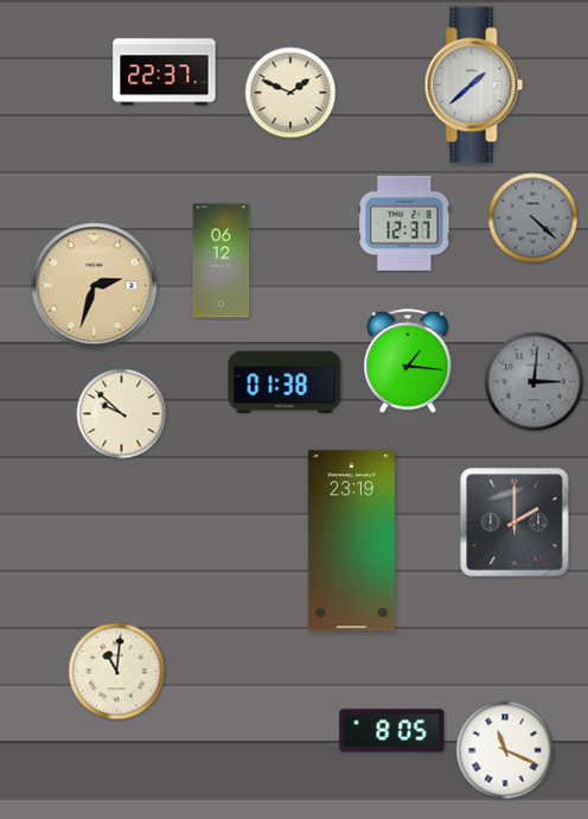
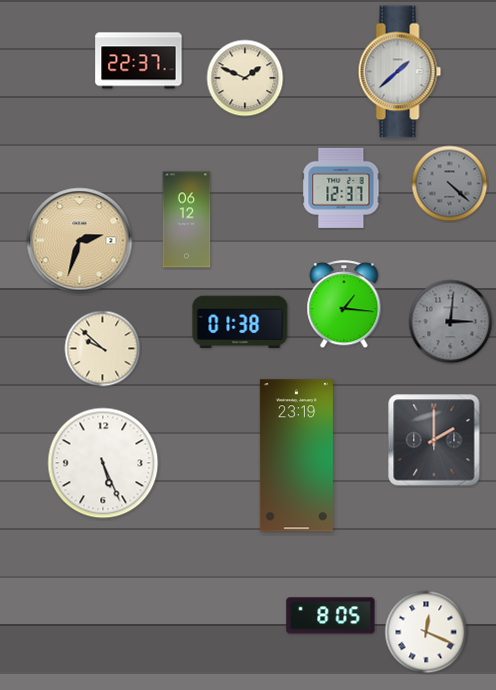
clock at (103, 463): none -> 5:26
clock at (117, 672): 11:01 -> none
clock at (505, 750): 11:19 -> 12:19
